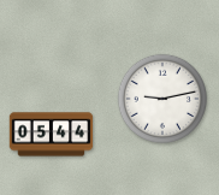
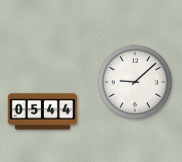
clock at (161, 97): 9:13 -> 9:08
